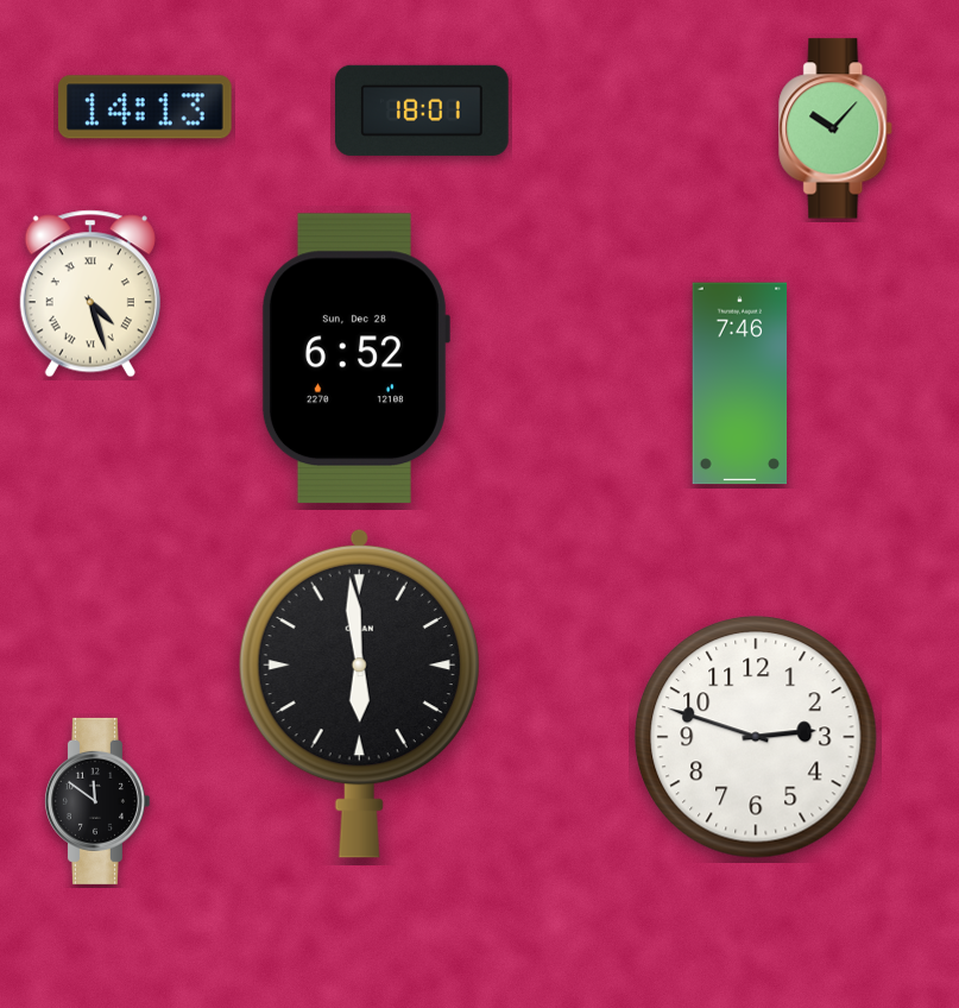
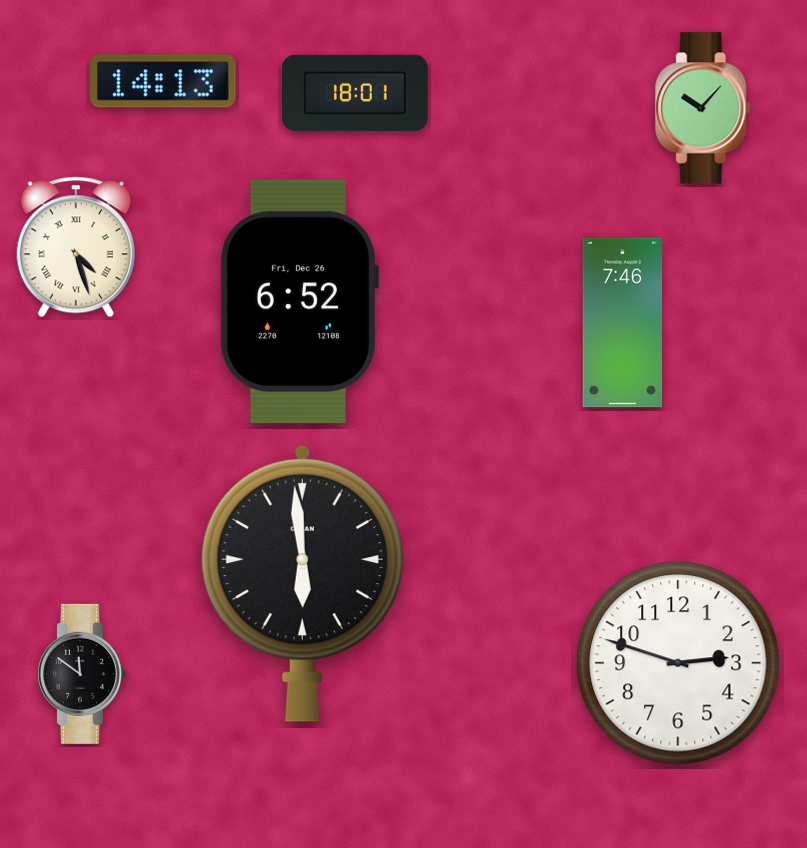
clock at (145, 107) position: (145, 107) -> (163, 81)
clock at (355, 359) date: Sun, Dec 28 -> Fri, Dec 26
clock at (756, 737) position: (756, 737) -> (678, 663)
